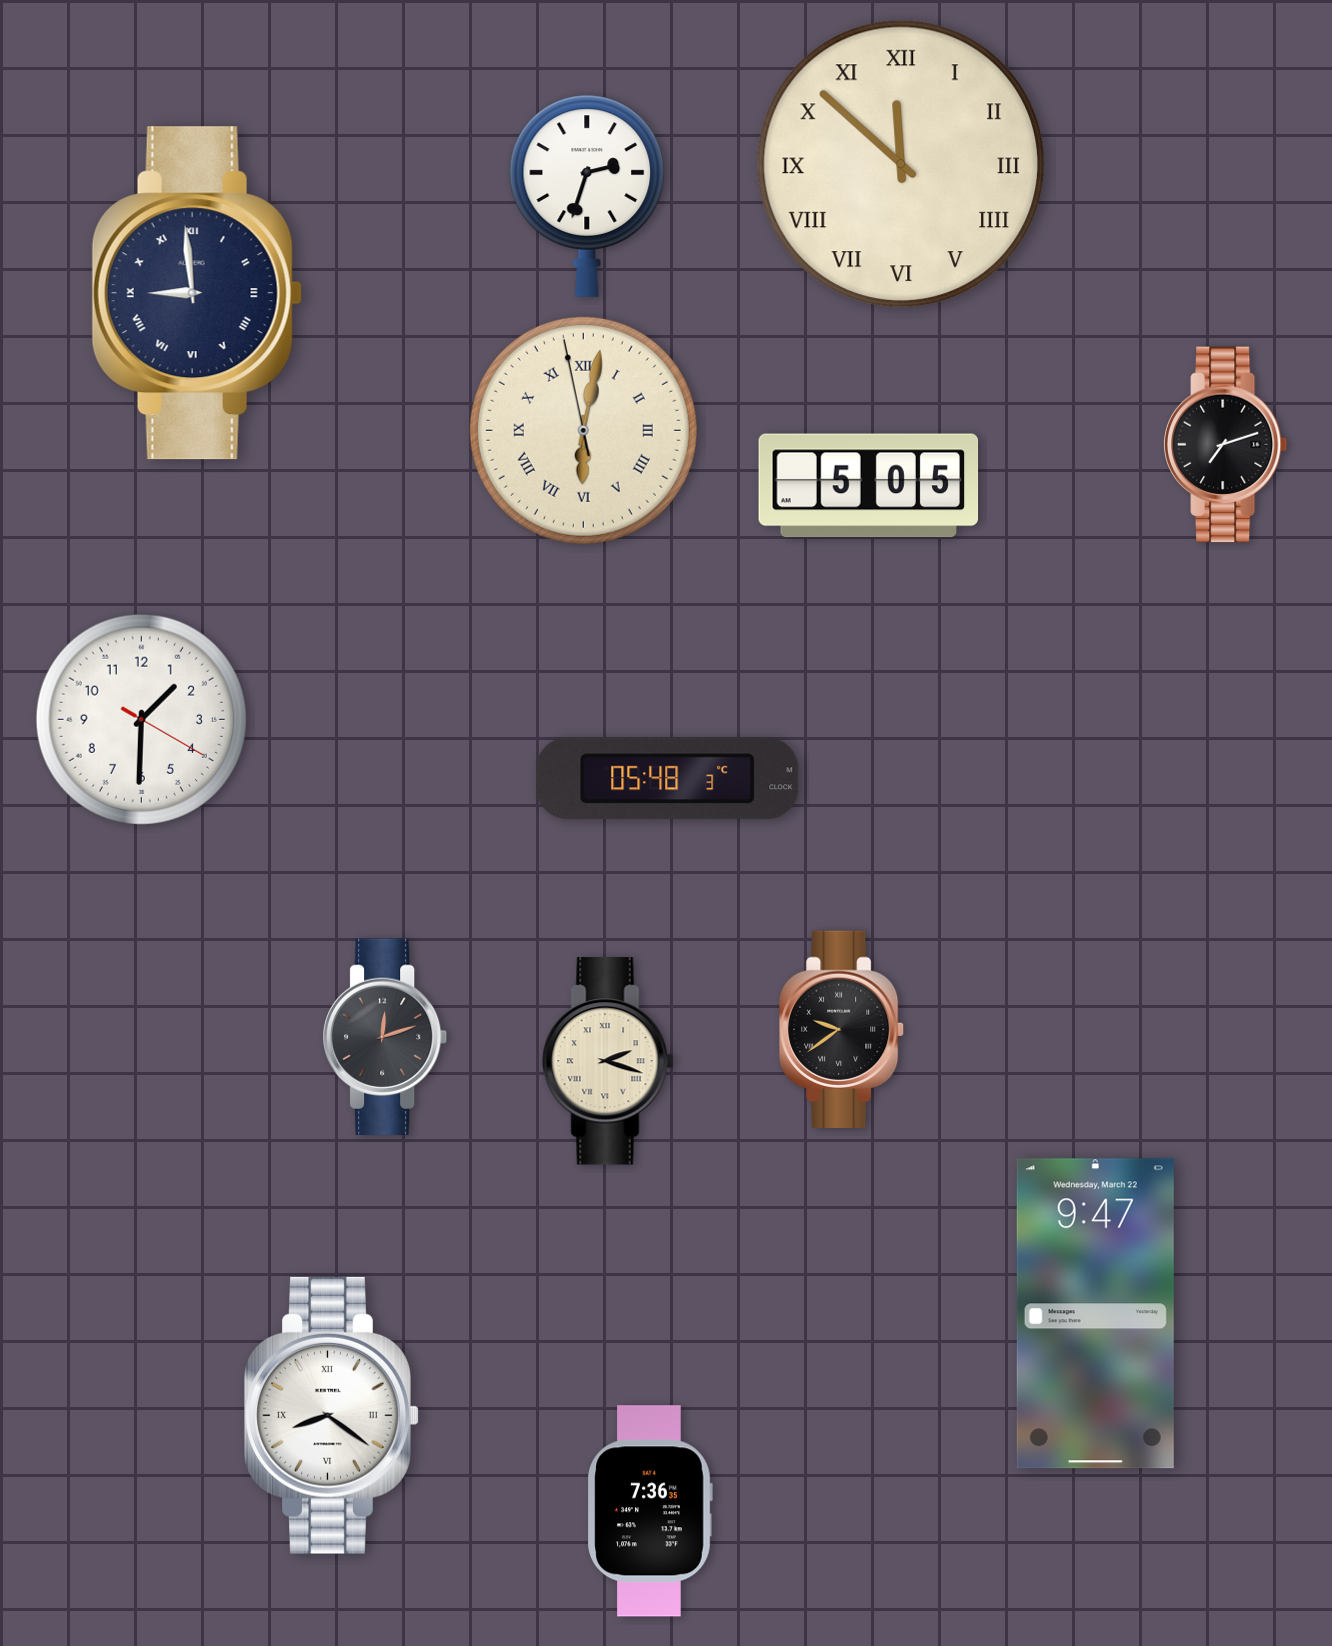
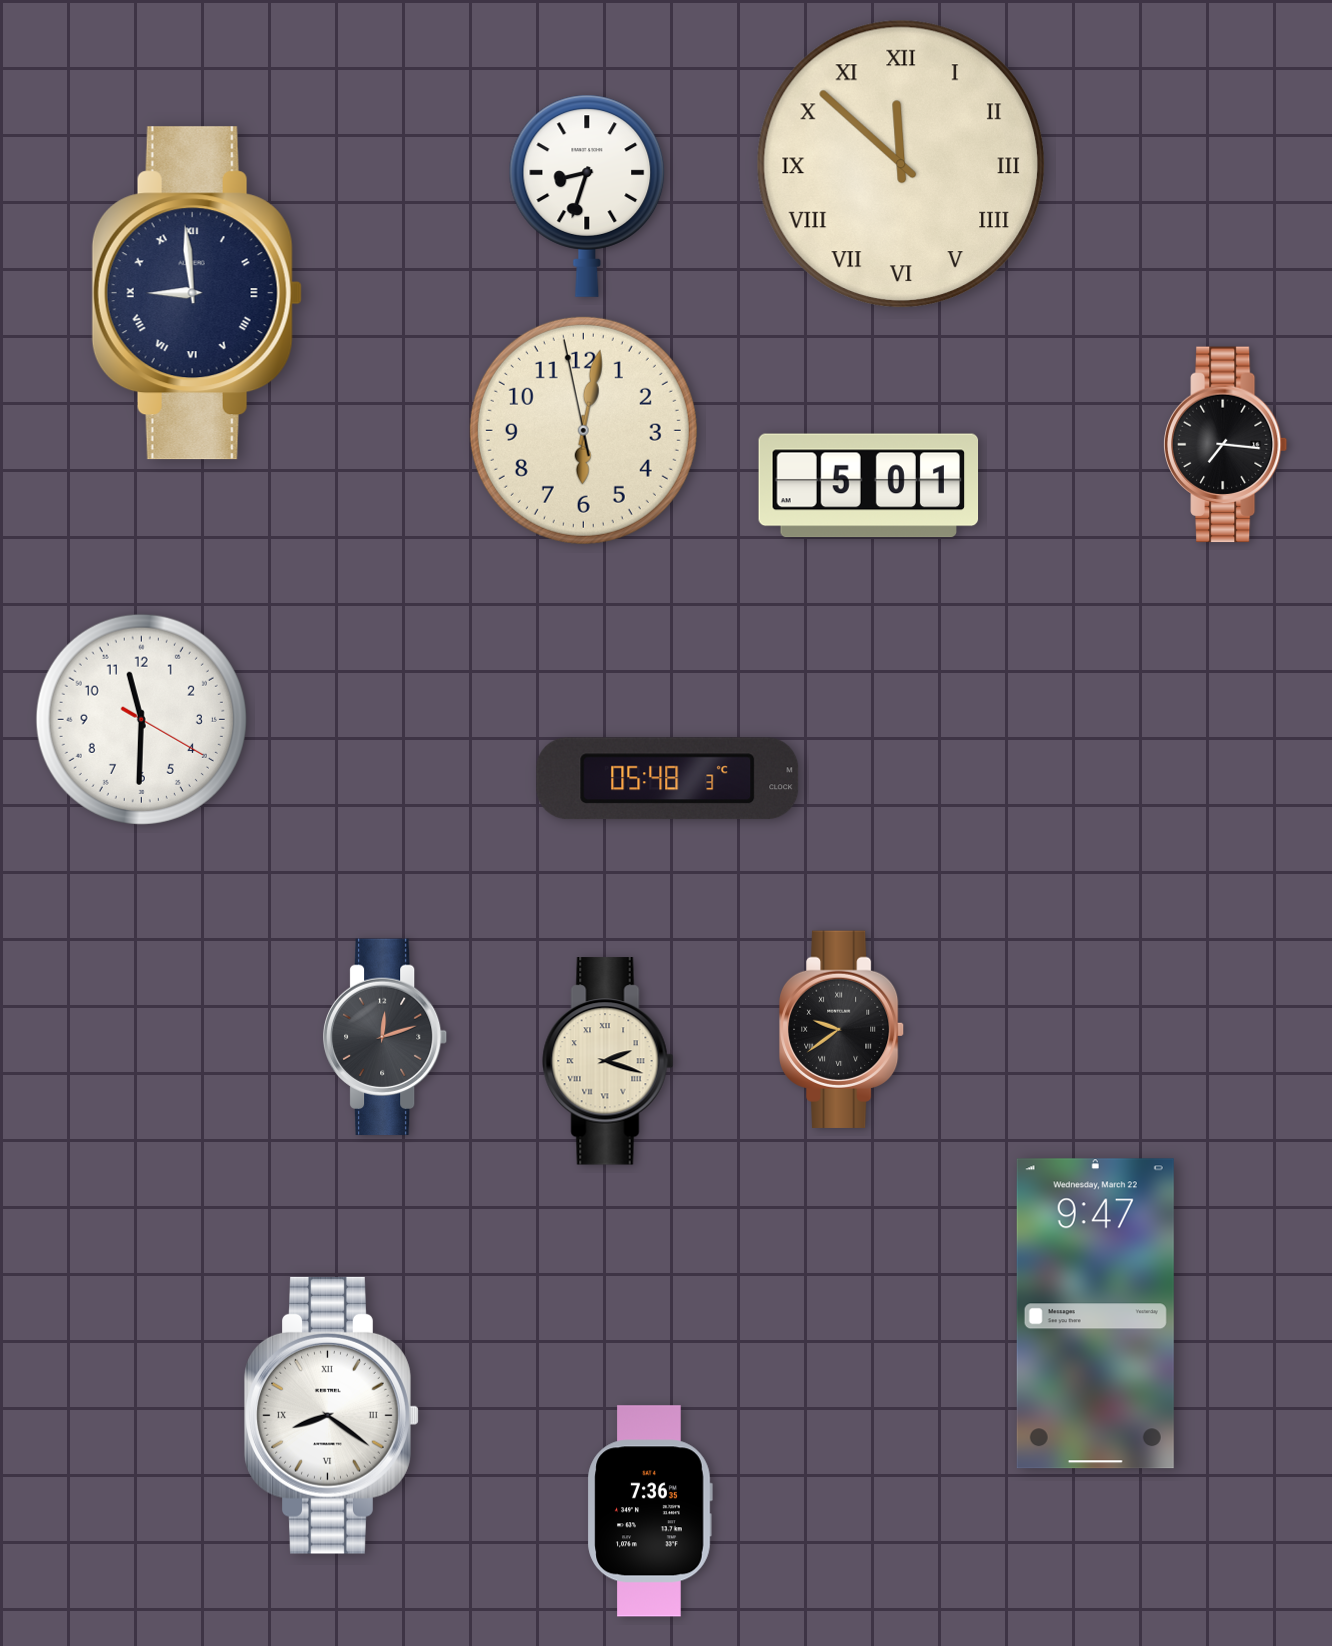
clock at (587, 196): 2:33 -> 8:33
clock at (583, 430) numerals: Roman -> Arabic
clock at (1225, 445): 7:12 -> 7:16
clock at (869, 486): 5:05 -> 5:01
clock at (141, 719): 1:30 -> 11:30
